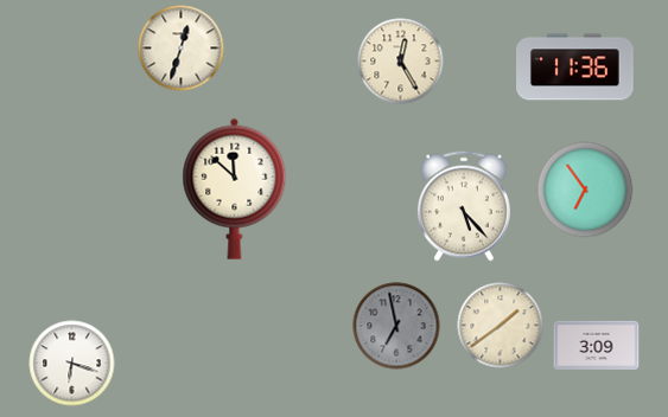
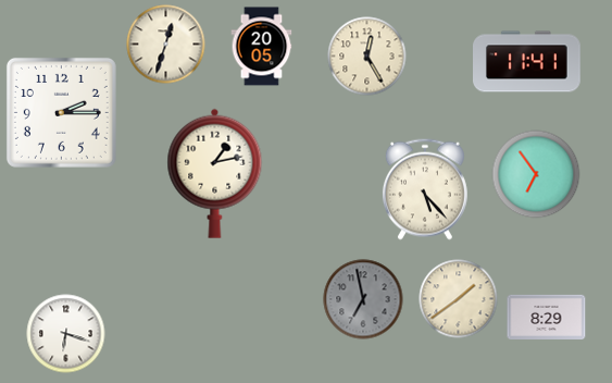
clock at (262, 47): none -> 20:05
clock at (575, 68): 11:36 -> 11:41
clock at (61, 112): none -> 2:15
clock at (235, 188): 11:52 -> 1:13
clock at (597, 345): 3:09 -> 8:29
